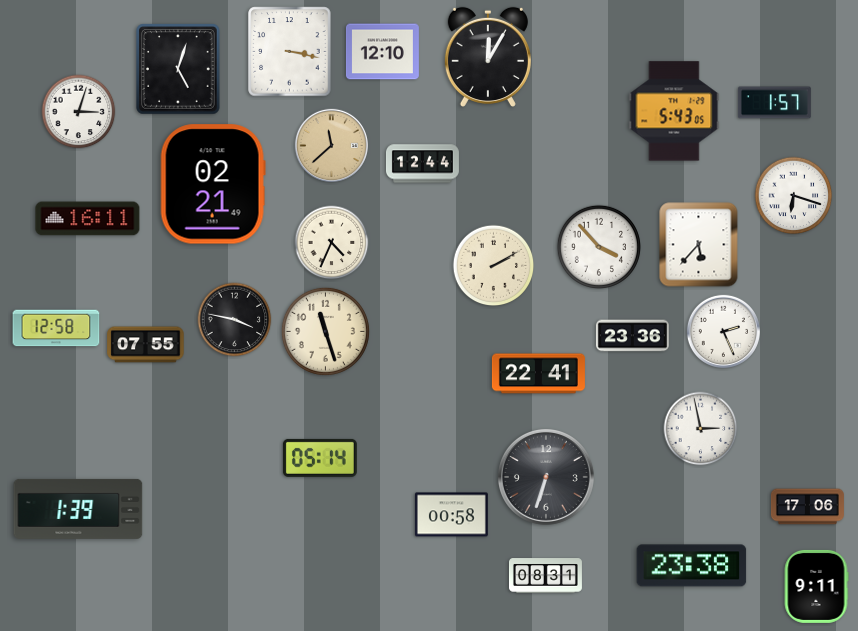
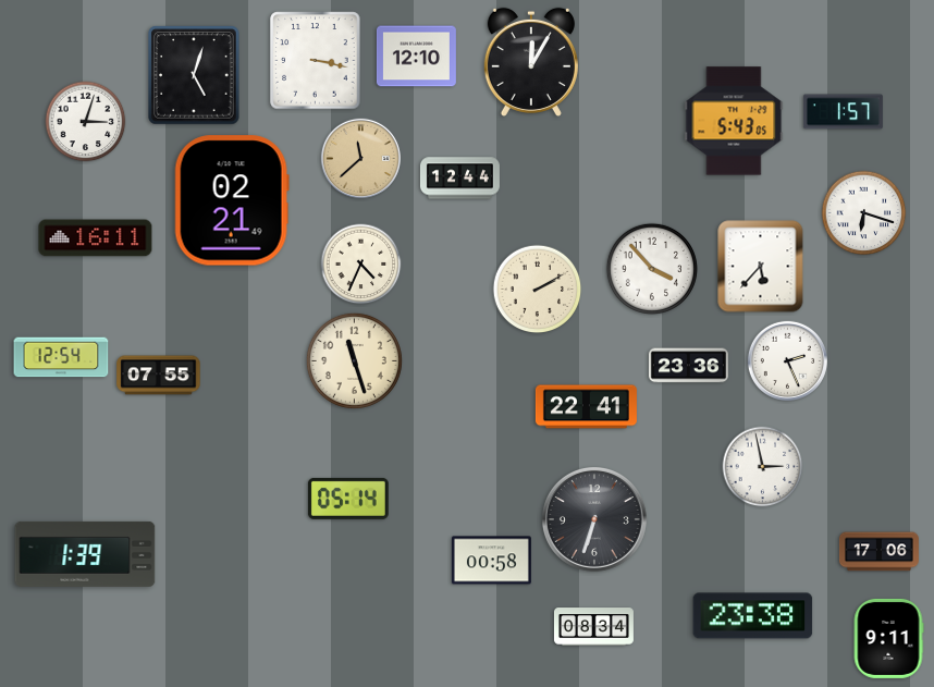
clock at (290, 52) position: (290, 52) -> (316, 61)
clock at (235, 320): 3:47 -> none
clock at (56, 328): 12:58 -> 12:54
clock at (545, 576): 08:31 -> 08:34
